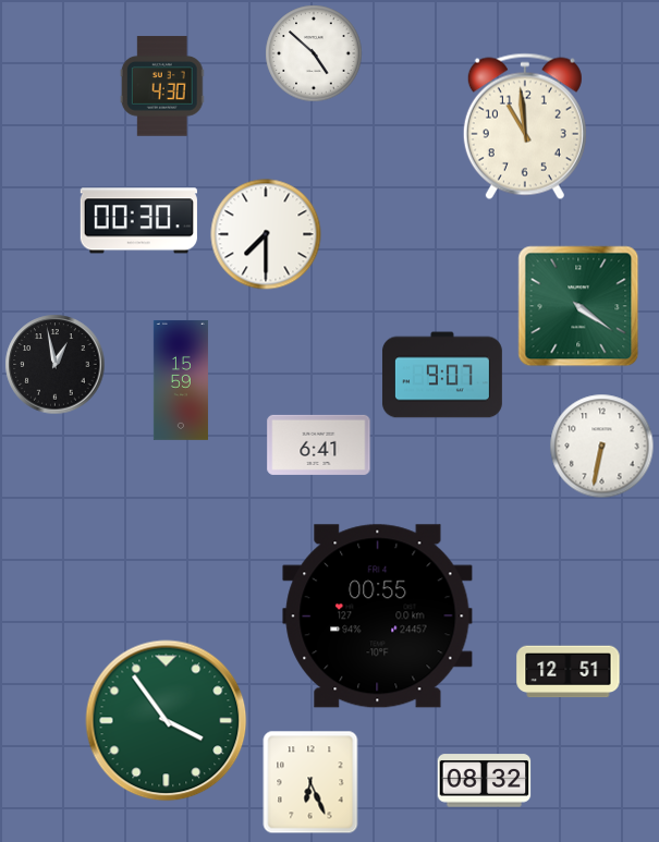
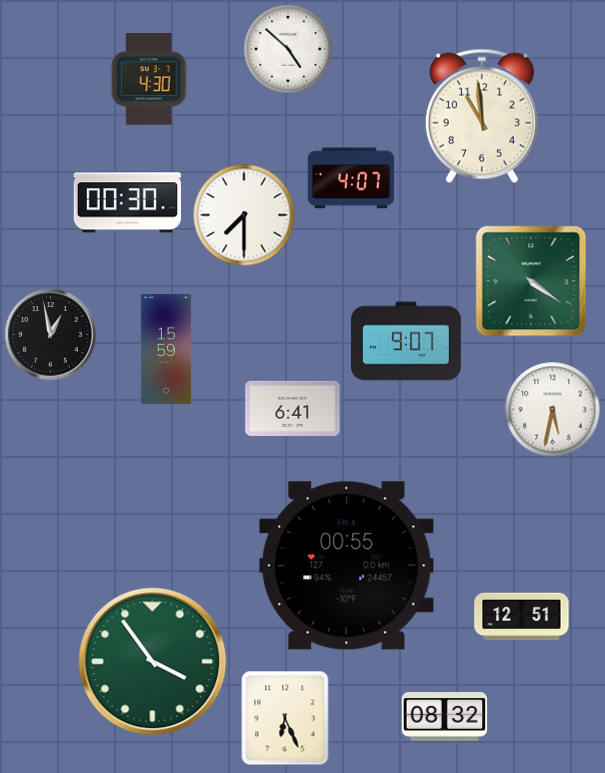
clock at (351, 178): none -> 4:07
clock at (442, 375) position: (442, 375) -> (406, 341)
clock at (602, 447): 6:32 -> 5:32
